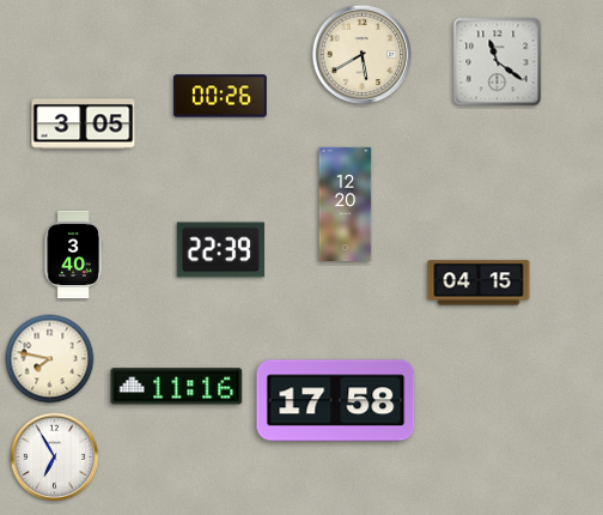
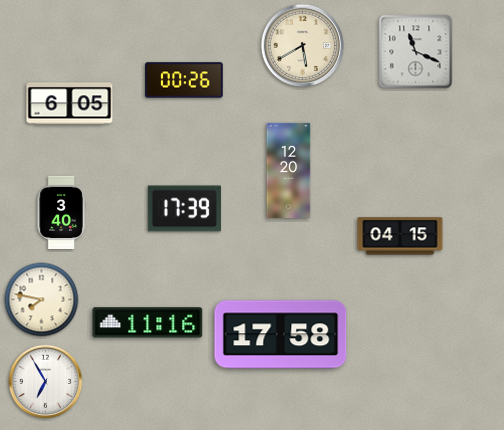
clock at (498, 62): 11:21 -> 11:19
clock at (84, 125): 3:05 -> 6:05
clock at (220, 250): 22:39 -> 17:39
